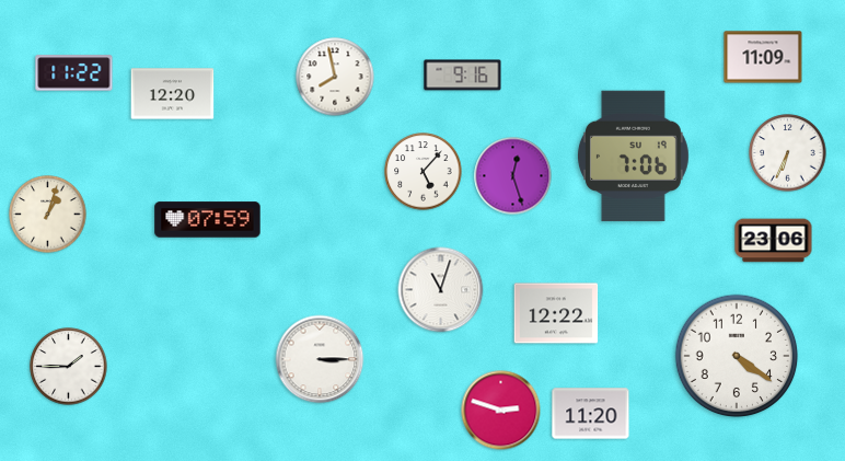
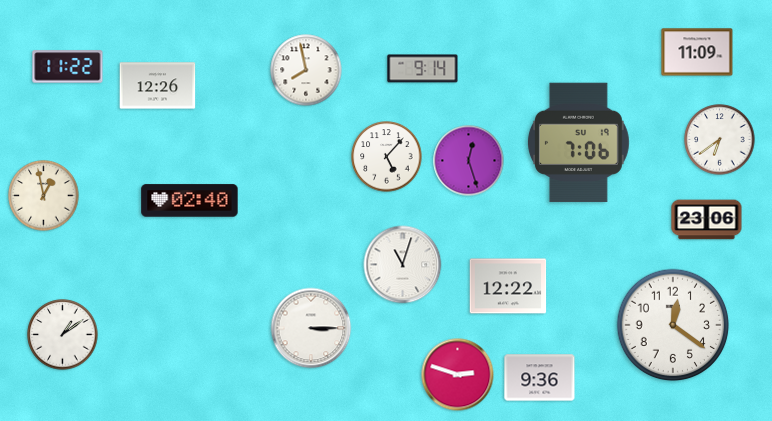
clock at (463, 76): 9:16 -> 9:14
clock at (173, 94): 12:20 -> 12:26
clock at (788, 153): 6:34 -> 6:39
clock at (48, 215): 1:03 -> 12:58
clock at (208, 220): 07:59 -> 02:40
clock at (737, 356): 4:21 -> 12:21
clock at (320, 359) position: (320, 359) -> (311, 328)
clock at (69, 367): 1:45 -> 1:09
clock at (591, 414): 11:20 -> 9:36
